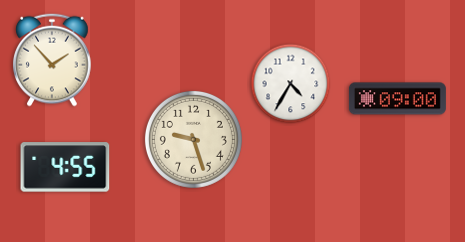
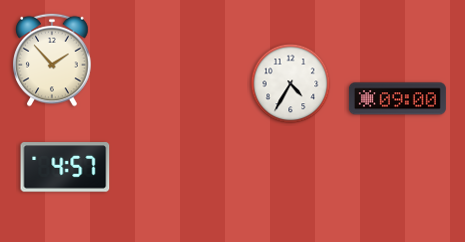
clock at (193, 139): 9:27 -> none
clock at (65, 167): 4:55 -> 4:57
